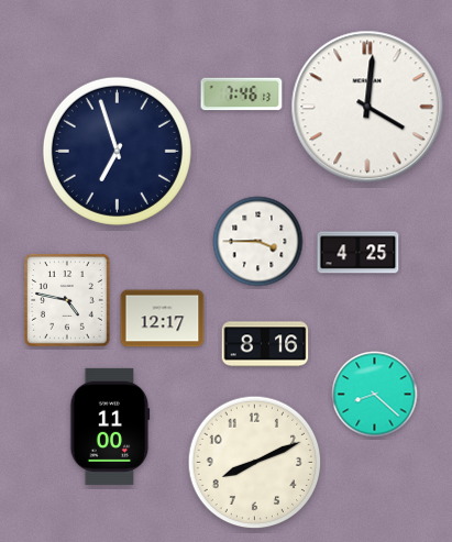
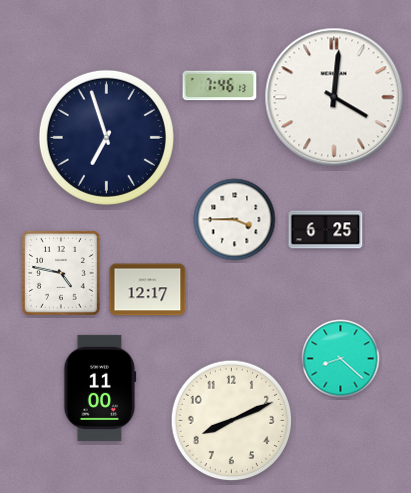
clock at (359, 253): 4:25 -> 6:25
clock at (265, 344): 8:16 -> none
